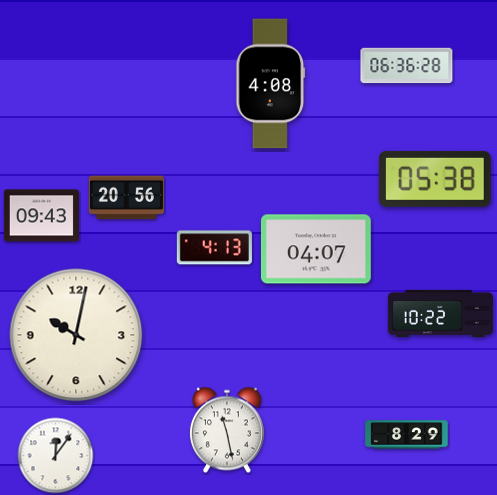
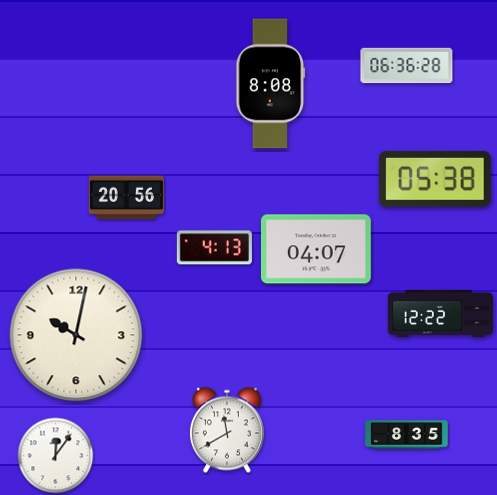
clock at (271, 84): 4:08 -> 8:08
clock at (41, 216): 09:43 -> none
clock at (440, 313): 10:22 -> 12:22
clock at (227, 430): 11:28 -> 11:40
clock at (407, 435): 8:29 -> 8:35
